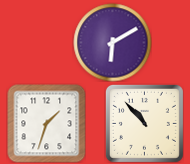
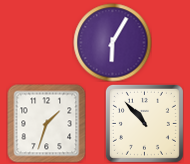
clock at (112, 42): 6:10 -> 6:05
